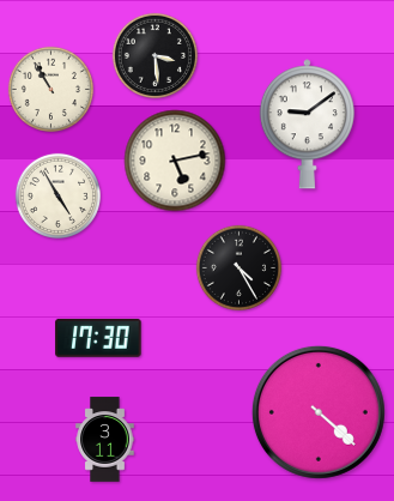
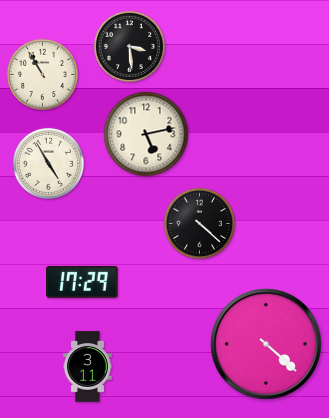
clock at (307, 125): 9:09 -> none
clock at (238, 267): 4:25 -> 4:22
clock at (98, 338): 17:30 -> 17:29
